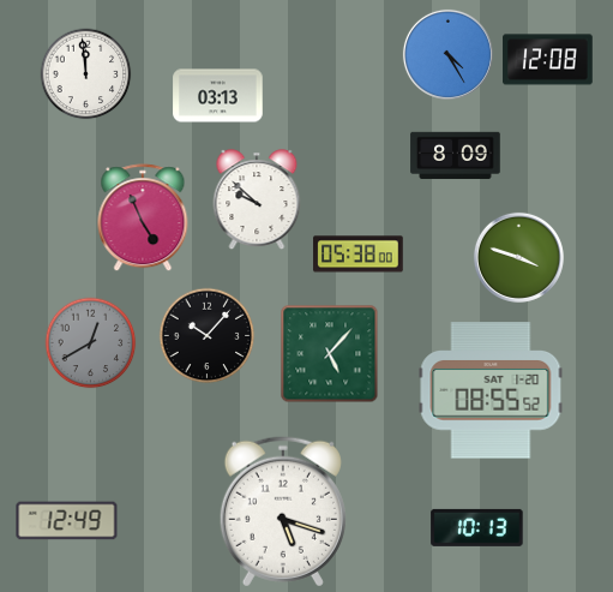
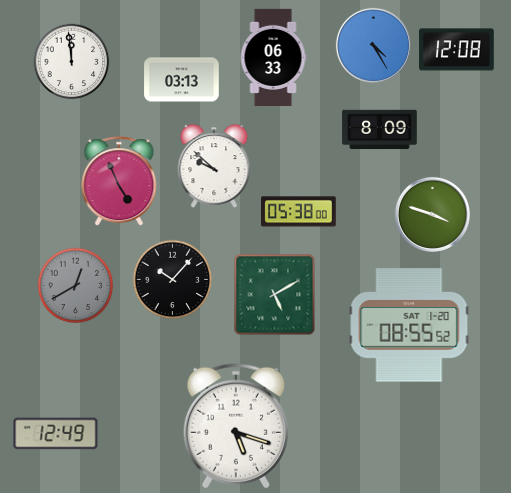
clock at (273, 57): none -> 06:33
clock at (330, 354): 5:07 -> 5:10
clock at (477, 527): 10:13 -> none
